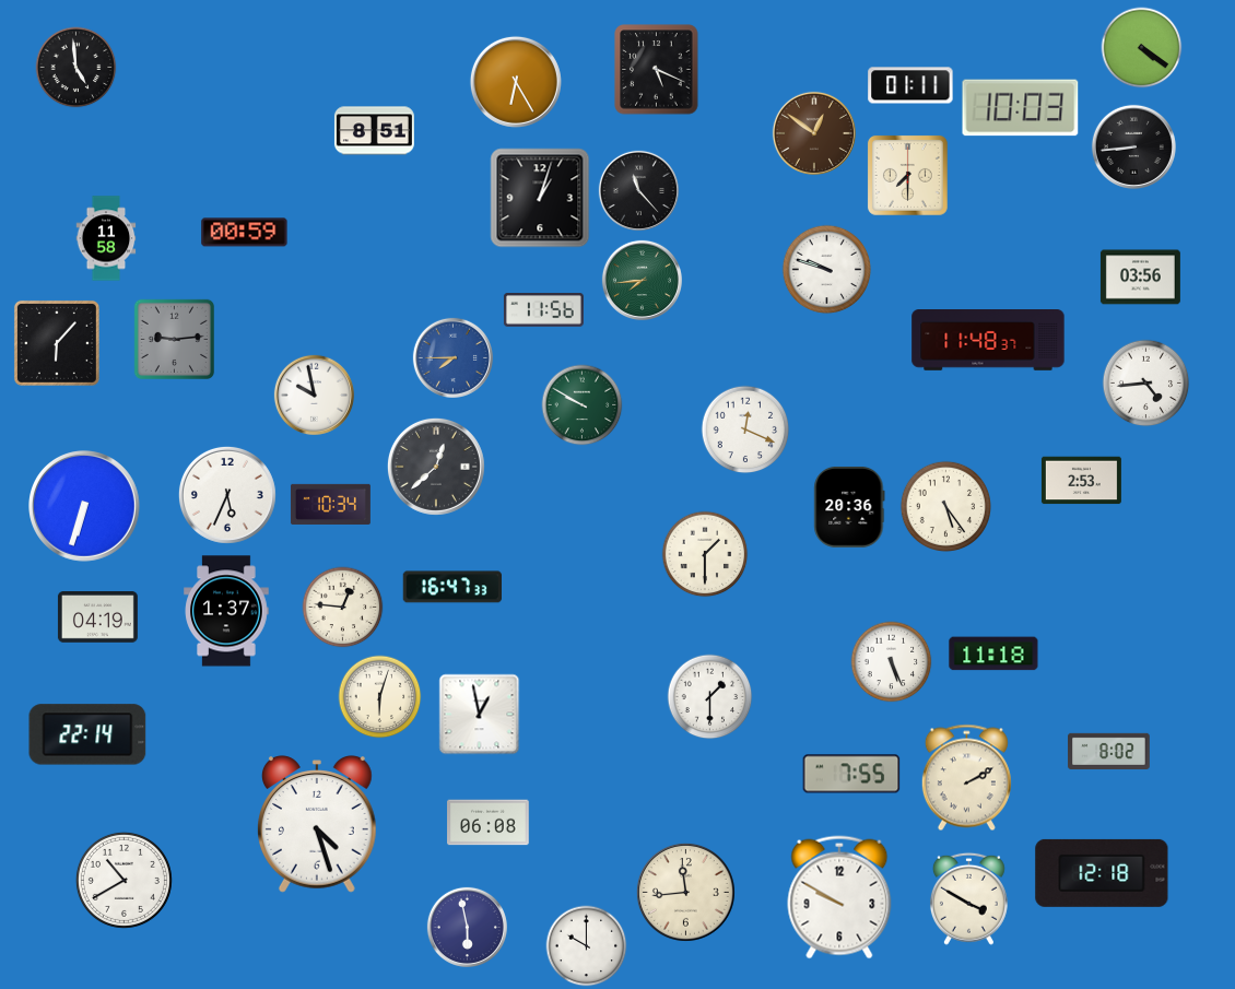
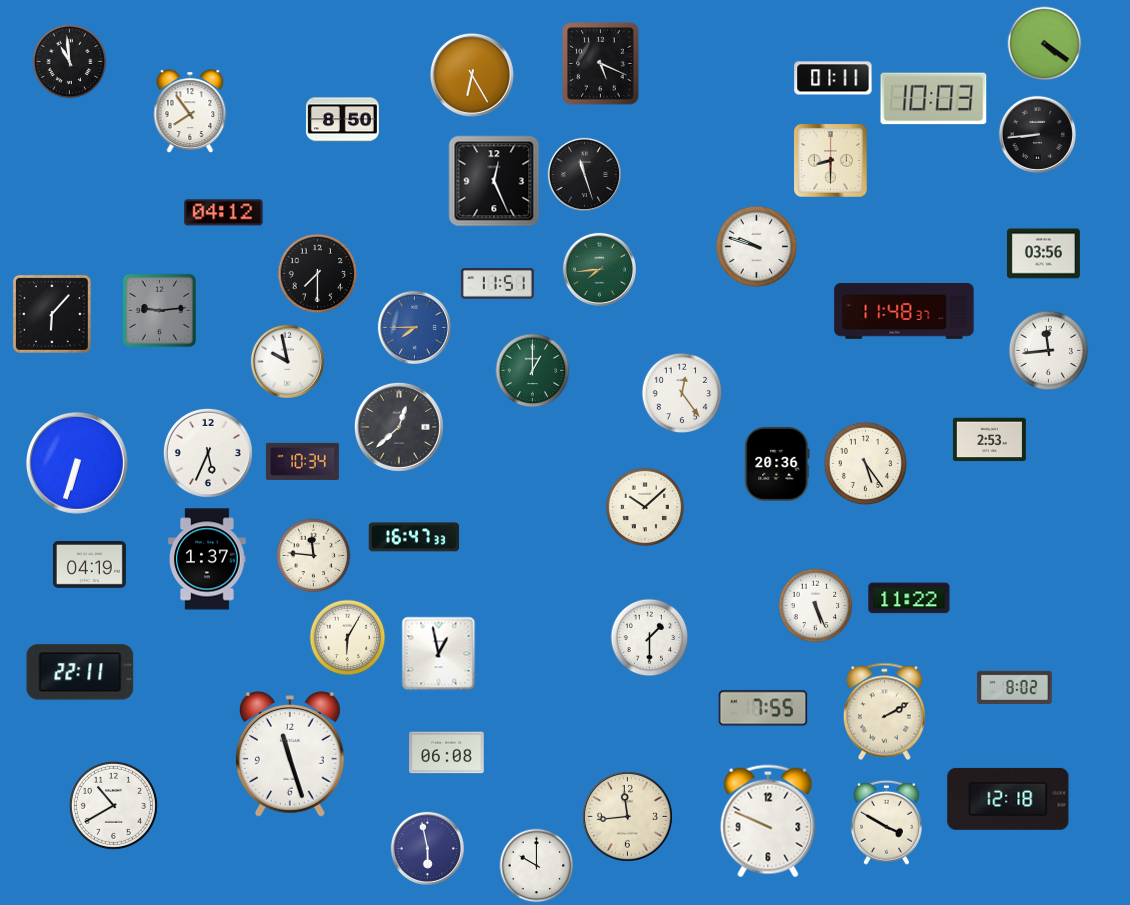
clock at (77, 68): 4:59 -> 10:59
clock at (190, 111): none -> 7:54
clock at (374, 131): 8:51 -> 8:50
clock at (814, 133): 12:51 -> none
clock at (908, 176): 7:30 -> 8:30
clock at (638, 190): 11:23 -> 11:27
clock at (540, 198): 1:03 -> 12:26
clock at (245, 233): 00:59 -> 04:12
clock at (106, 238): 11:58 -> none
clock at (642, 280) position: (642, 280) -> (599, 269)
clock at (318, 274): none -> 7:30
clock at (543, 310): 11:56 -> 11:51
clock at (1146, 384): 4:44 -> 11:44
clock at (583, 405): 9:50 -> 1:00
clock at (745, 429): 12:19 -> 12:24
clock at (705, 554): 1:30 -> 10:08
clock at (343, 608): 12:46 -> 11:46
clock at (993, 654): 11:18 -> 11:22
clock at (380, 697): 6:03 -> 6:05
clock at (87, 734): 22:14 -> 22:11
clock at (851, 774) position: (851, 774) -> (763, 708)
clock at (318, 824): 4:27 -> 11:27
clock at (839, 897): 9:50 -> 9:49
